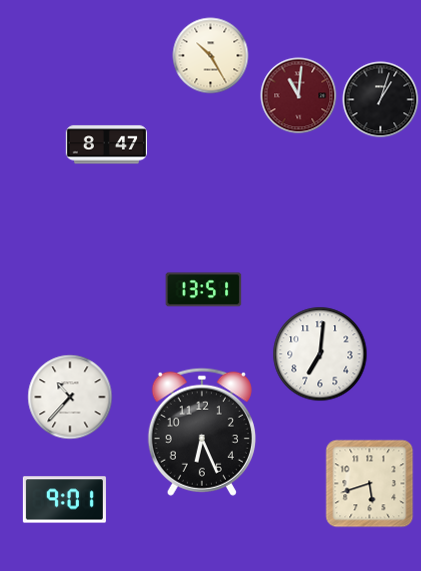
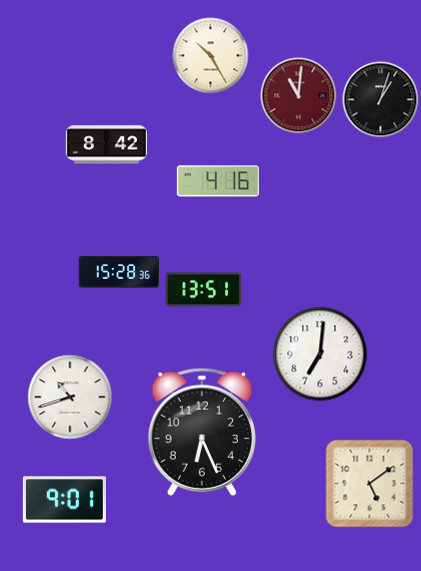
clock at (106, 145): 8:47 -> 8:42
clock at (218, 181): none -> 4:16
clock at (118, 272): none -> 15:28
clock at (70, 397): 10:37 -> 10:42
clock at (370, 484): 5:42 -> 5:09
